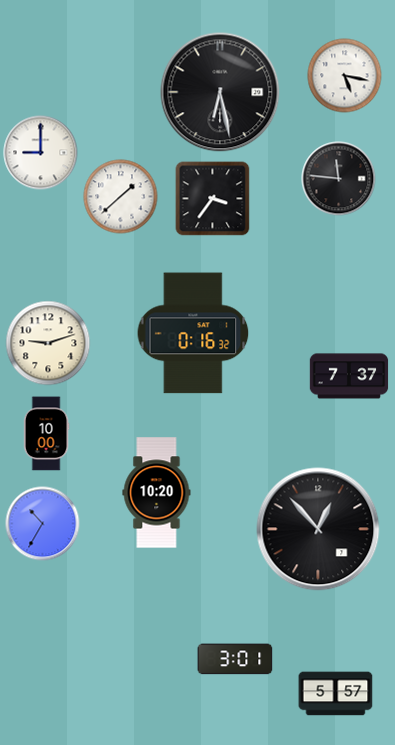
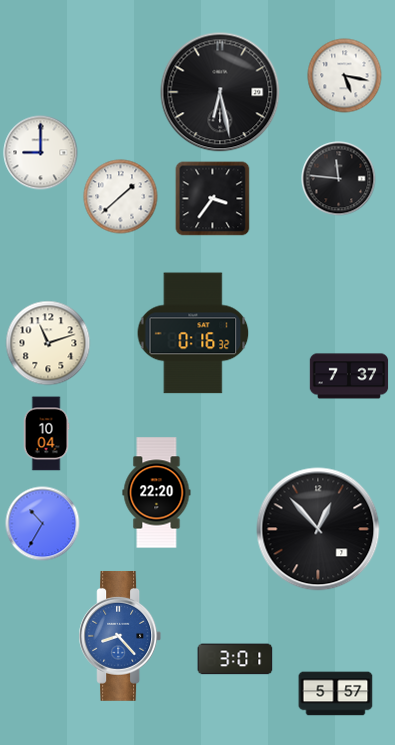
clock at (48, 343): 9:12 -> 11:12
clock at (46, 434): 10:00 -> 10:04
clock at (157, 493): 10:20 -> 22:20
clock at (120, 636): none -> 8:23
